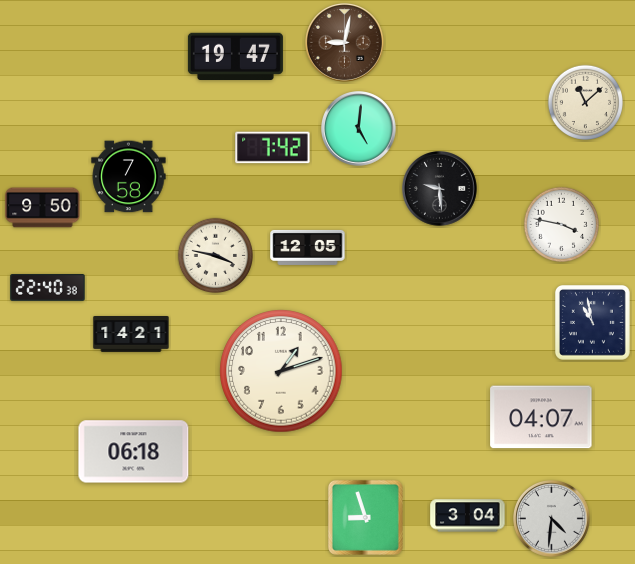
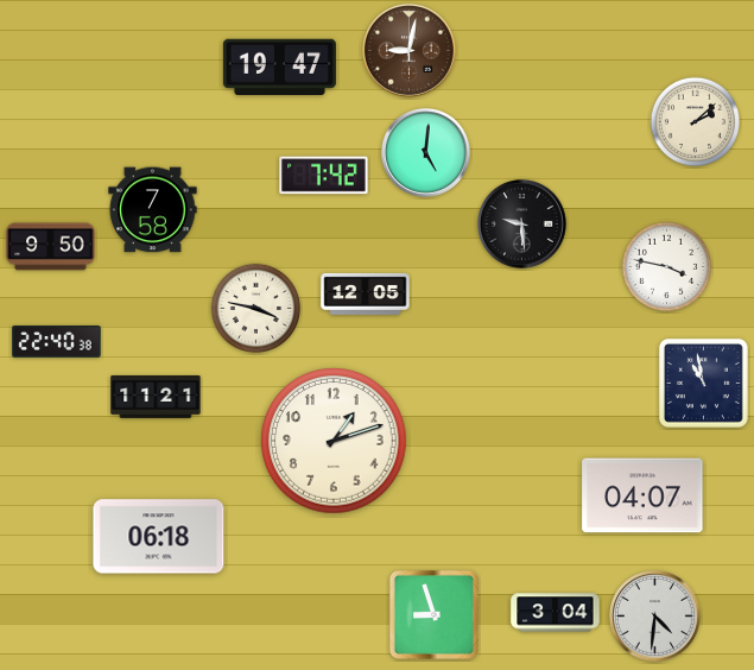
clock at (585, 102): 11:08 -> 2:08
clock at (215, 255) position: (215, 255) -> (255, 308)
clock at (131, 334): 14:21 -> 11:21
